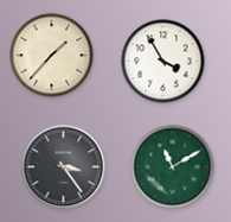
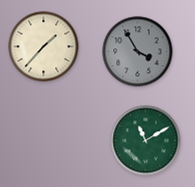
clock at (163, 62) dial: white -> grey
clock at (64, 167): 3:24 -> none
